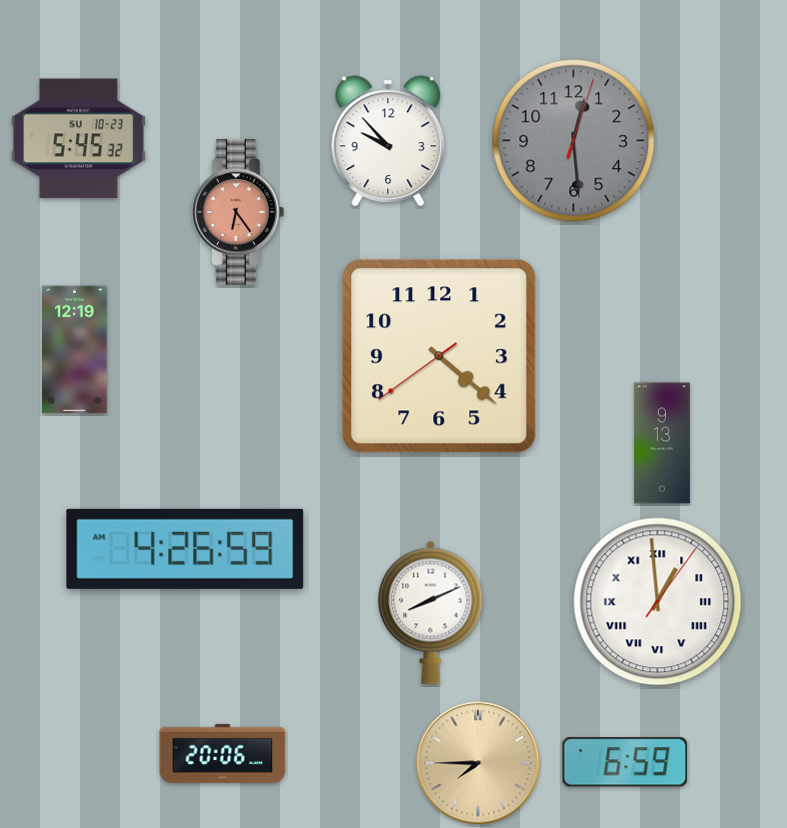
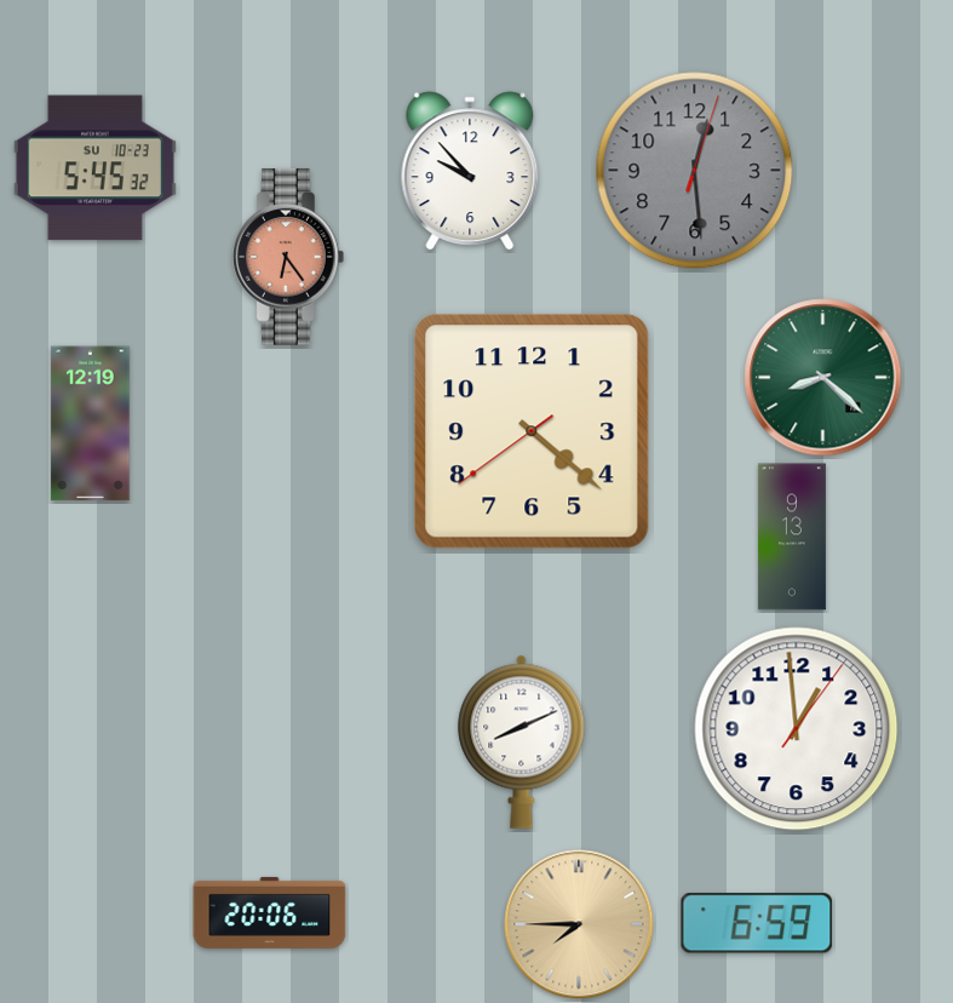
clock at (823, 378): none -> 8:22
clock at (662, 443) position: (662, 443) -> (792, 537)
clock at (185, 549): 4:26 -> none
clock at (658, 602) numerals: Roman -> Arabic
